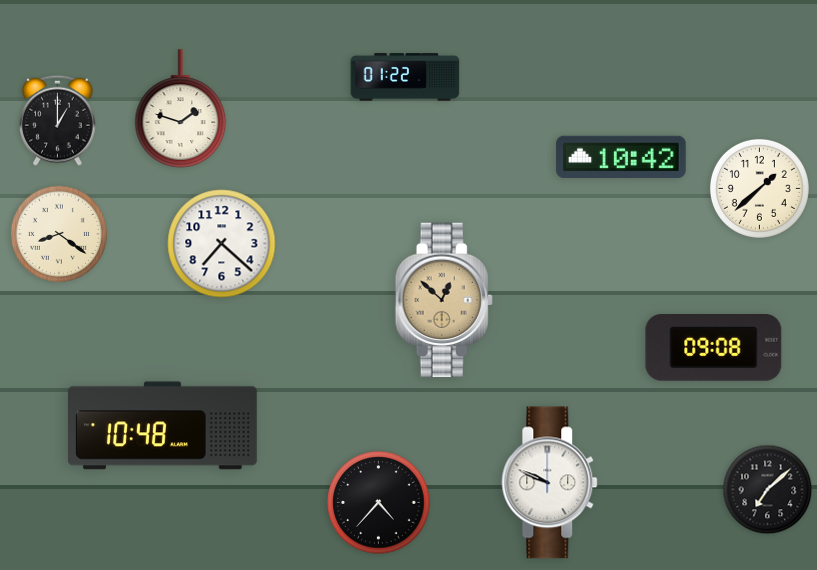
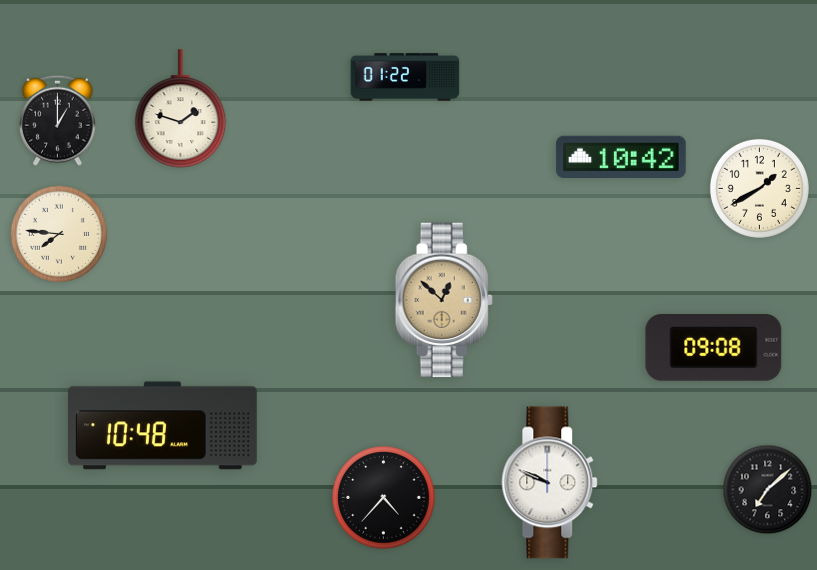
clock at (759, 188): 1:38 -> 1:40
clock at (59, 234): 8:21 -> 7:46
clock at (222, 244): 7:22 -> none
clock at (379, 503) position: (379, 503) -> (384, 498)
